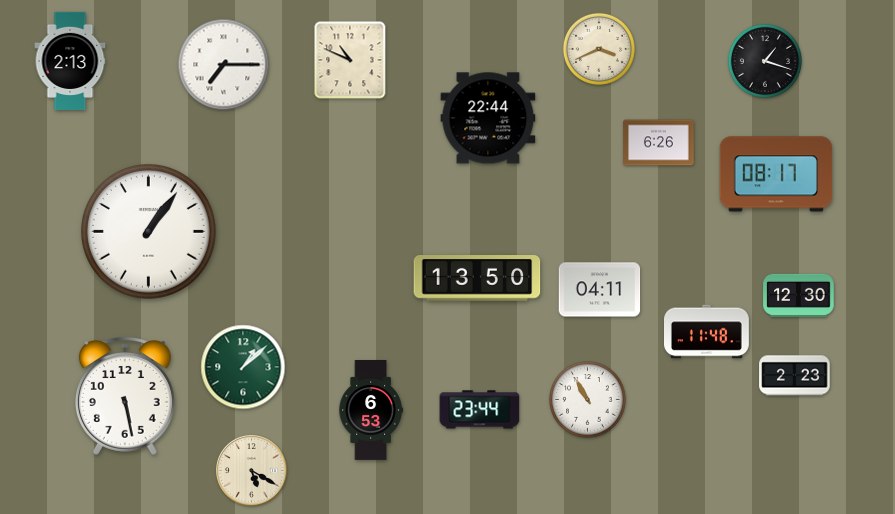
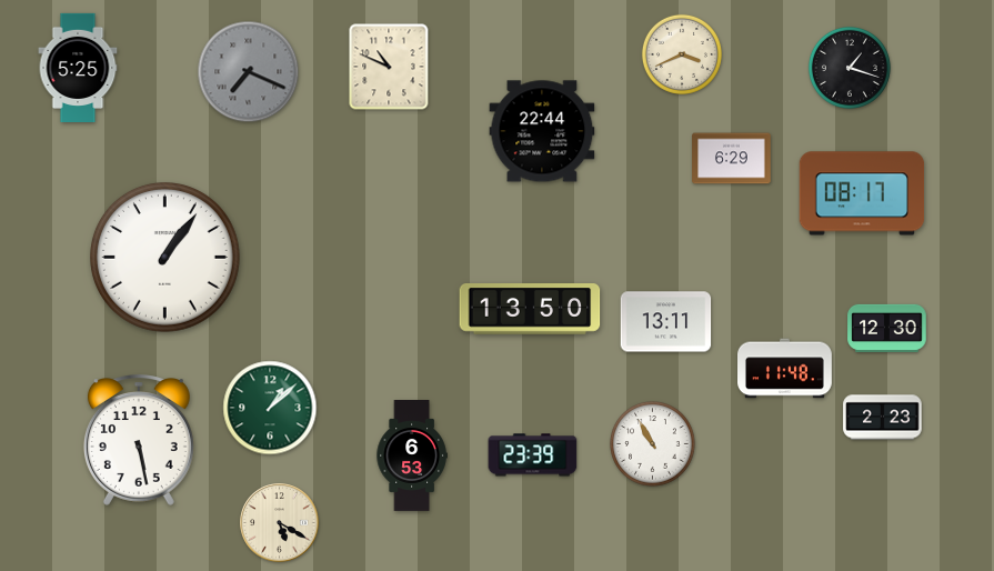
clock at (599, 49) position: (599, 49) -> (682, 54)
clock at (70, 60): 2:13 -> 5:25
clock at (224, 65): 7:15 -> 7:19
clock at (224, 65) dial: white -> grey
clock at (659, 143): 6:26 -> 6:29
clock at (600, 290): 04:11 -> 13:11
clock at (480, 410): 23:44 -> 23:39
